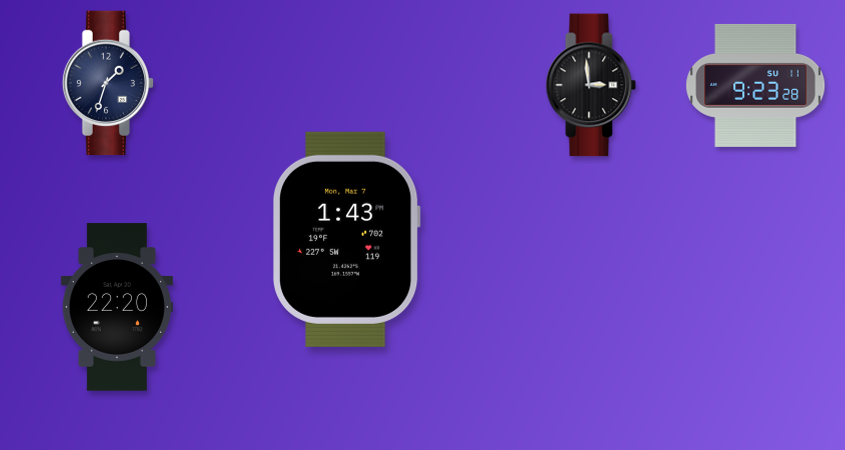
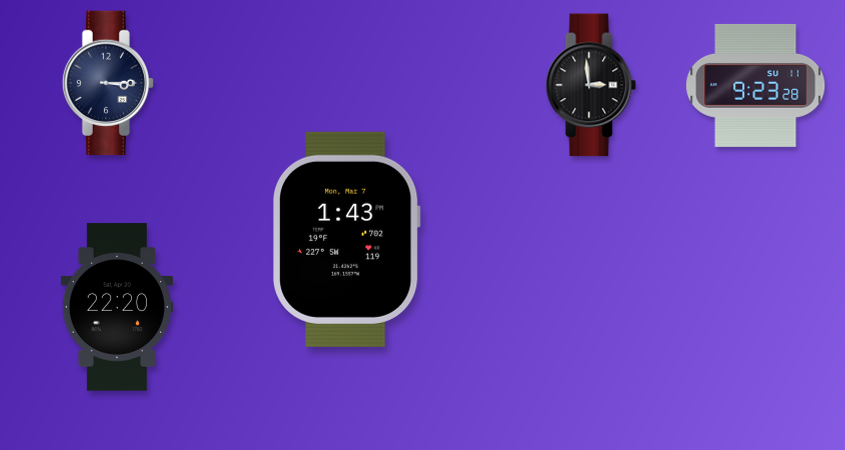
clock at (107, 83): 1:33 -> 3:15
